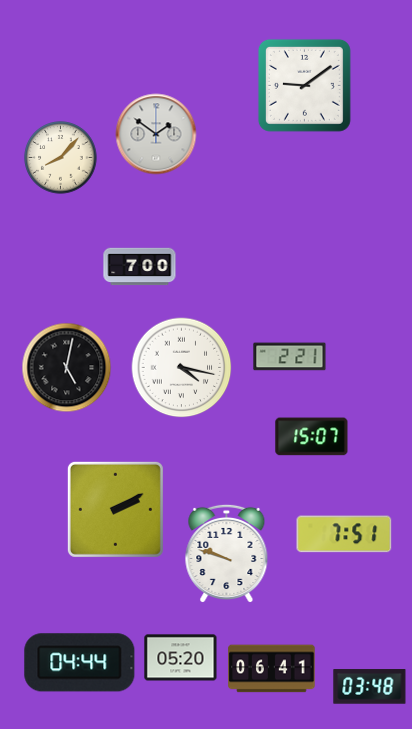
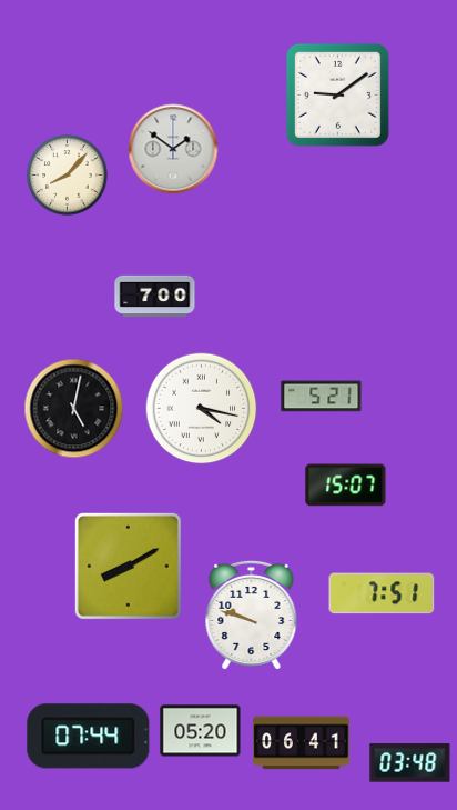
clock at (290, 357): 2:21 -> 5:21
clock at (115, 509): 2:10 -> 8:10
clock at (80, 663): 04:44 -> 07:44
